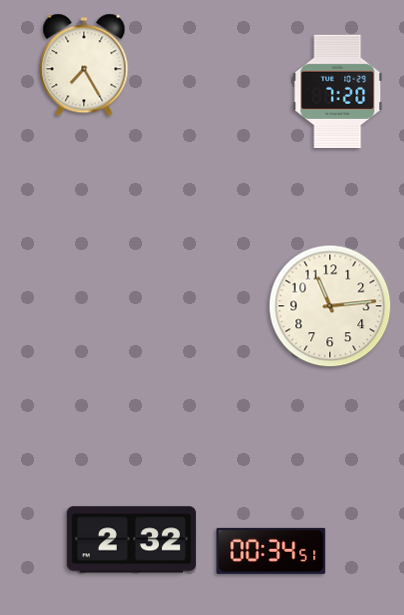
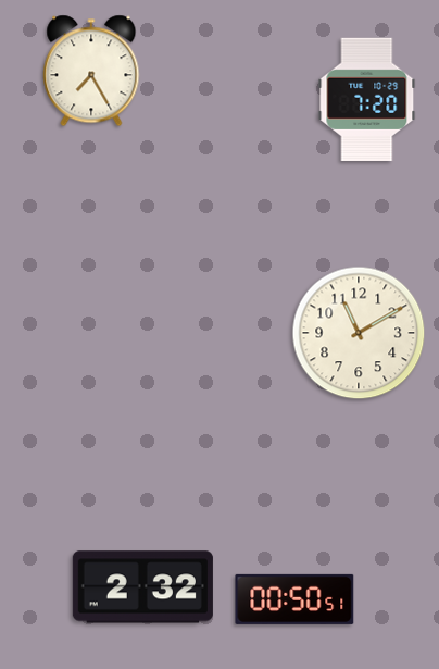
clock at (330, 306): 11:14 -> 11:10
clock at (271, 551): 00:34 -> 00:50
